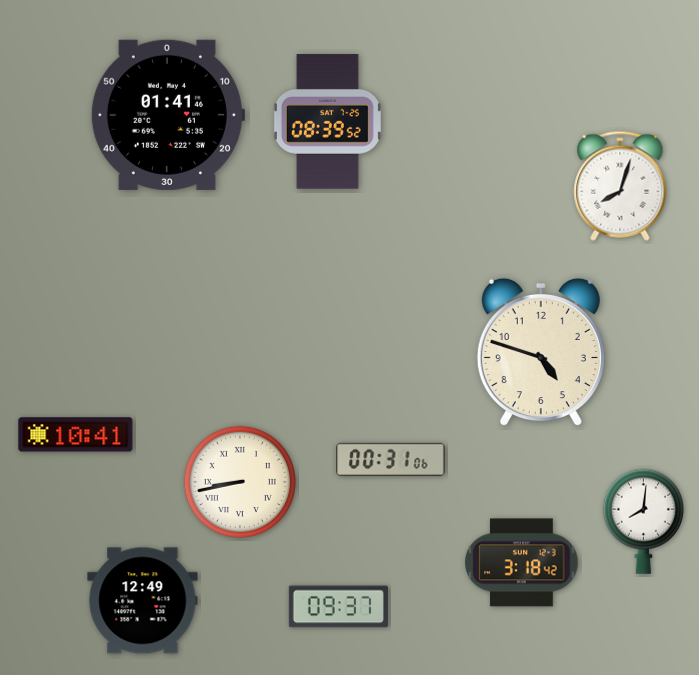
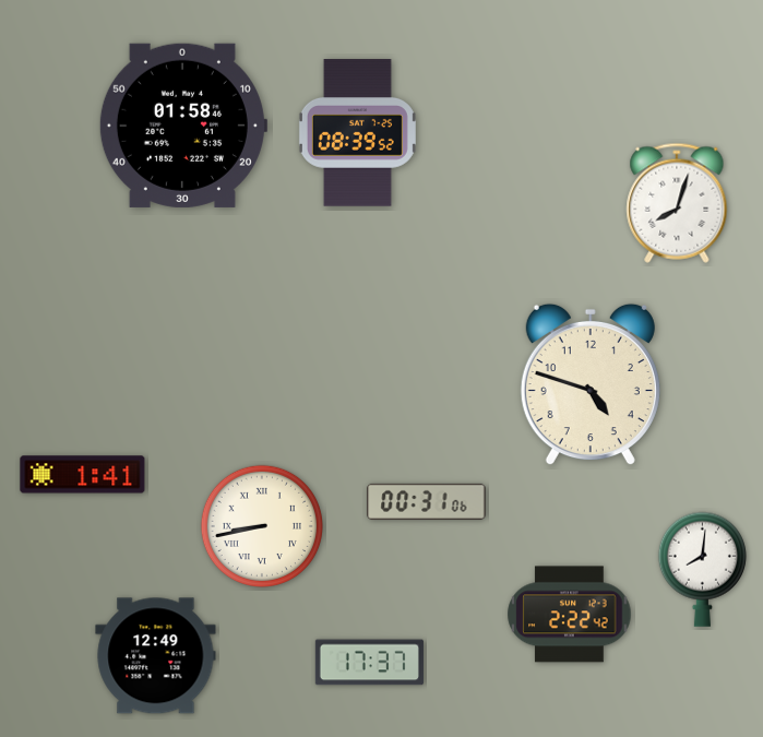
clock at (167, 115): 01:41 -> 01:58
clock at (76, 435): 10:41 -> 1:41
clock at (522, 563): 3:18 -> 2:22
clock at (338, 607): 09:37 -> 17:37
